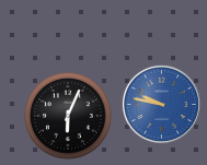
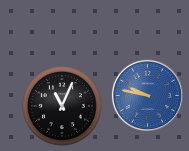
clock at (68, 116): 6:04 -> 11:04
